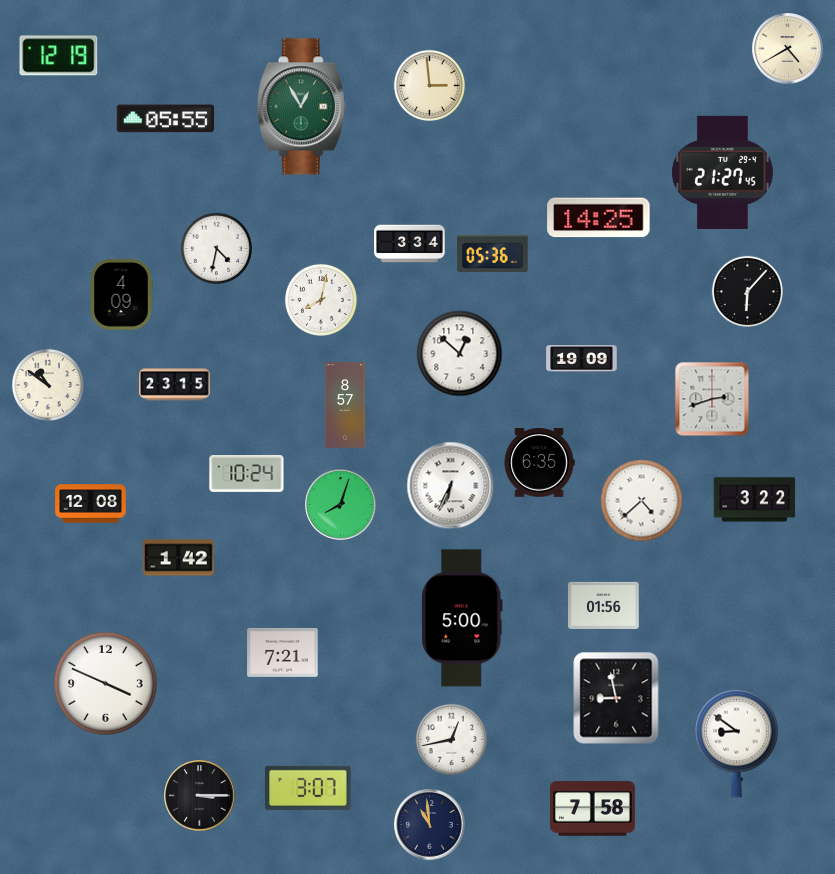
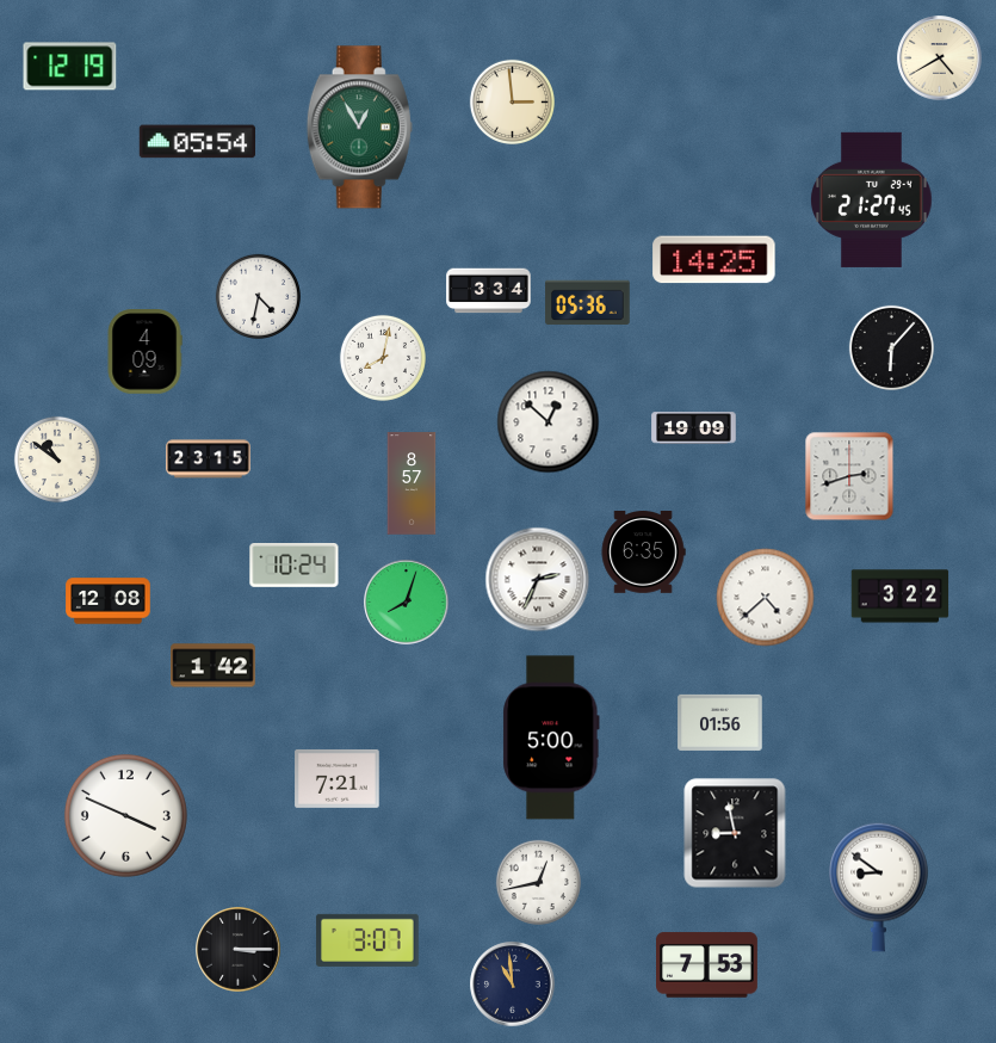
clock at (165, 119): 05:55 -> 05:54
clock at (723, 172) position: (723, 172) -> (872, 199)
clock at (451, 486): 6:34 -> 2:34
clock at (593, 809): 7:58 -> 7:53
